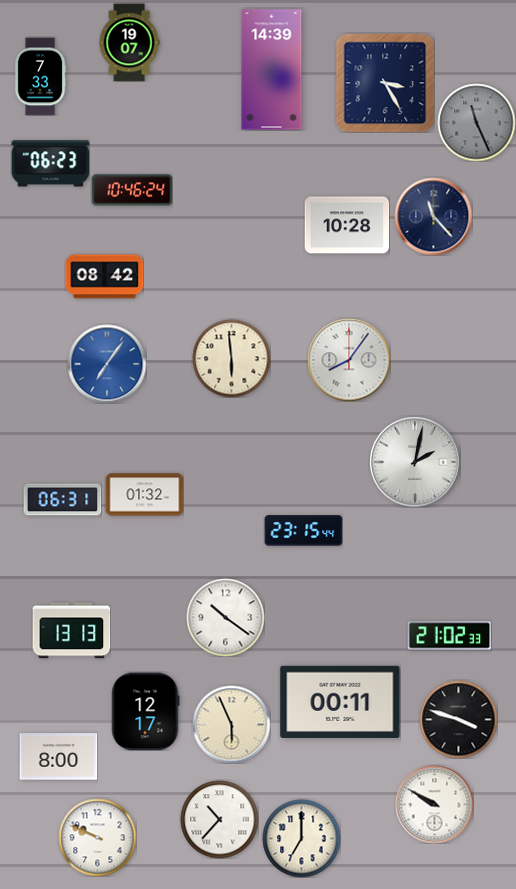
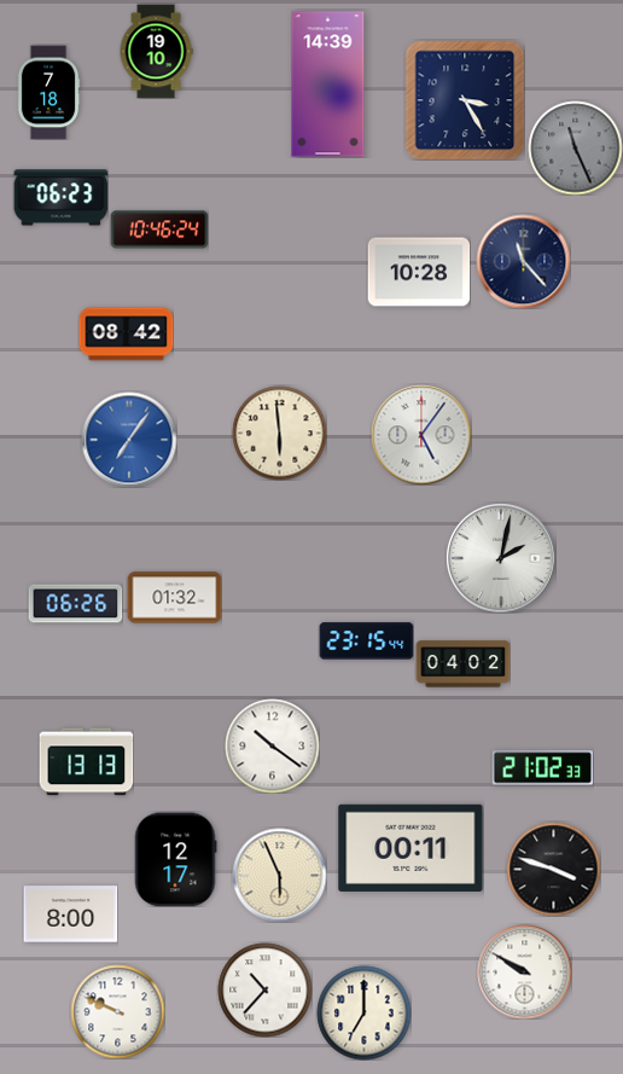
clock at (129, 42): 19:07 -> 19:10
clock at (40, 76): 7:33 -> 7:18
clock at (349, 360): 8:06 -> 5:06
clock at (62, 500): 06:31 -> 06:26
clock at (462, 664): none -> 04:02
